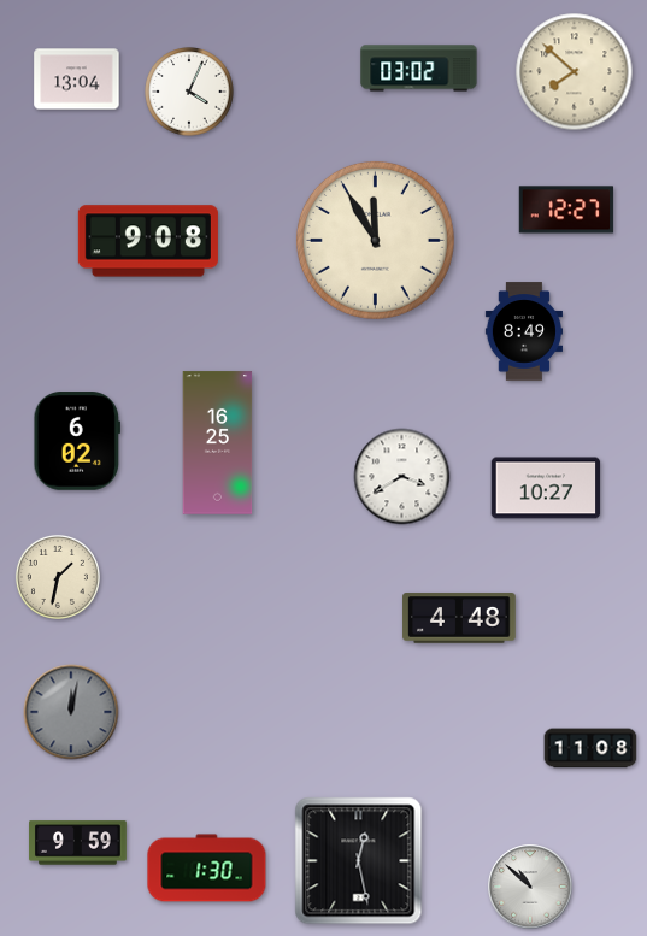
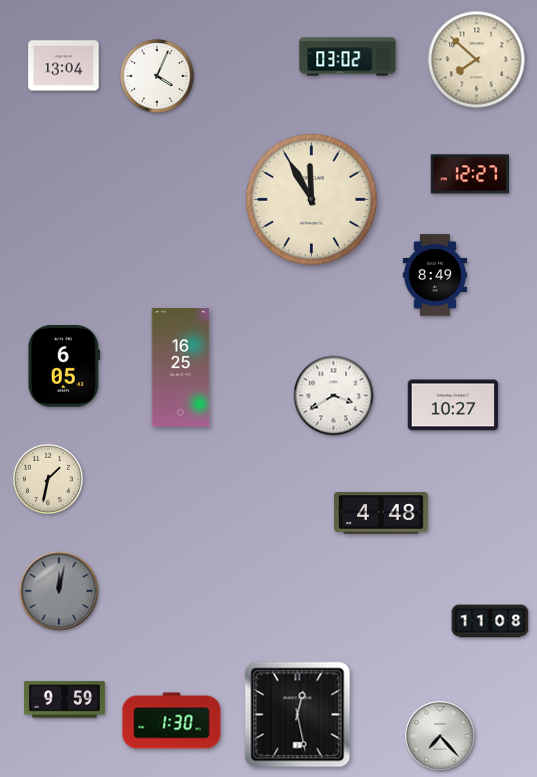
clock at (148, 241): 9:08 -> none
clock at (77, 441): 6:02 -> 6:05
clock at (530, 887): 10:52 -> 7:23
